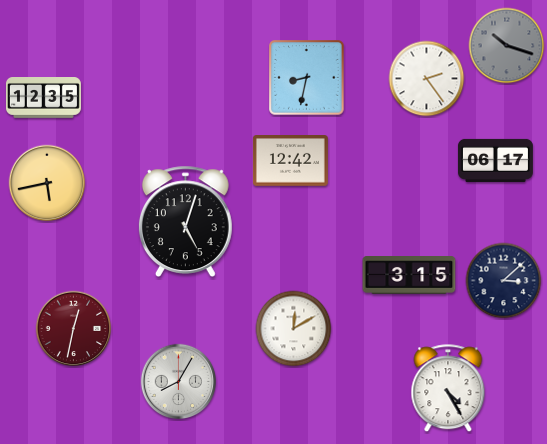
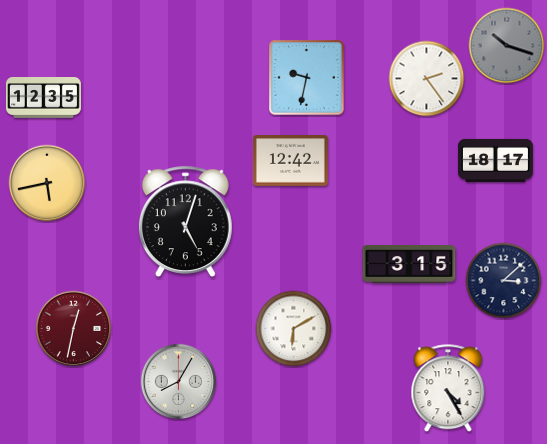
clock at (307, 78): 8:32 -> 9:32
clock at (495, 160): 06:17 -> 18:17
clock at (409, 276) position: (409, 276) -> (409, 265)
clock at (294, 329): 12:10 -> 6:10
